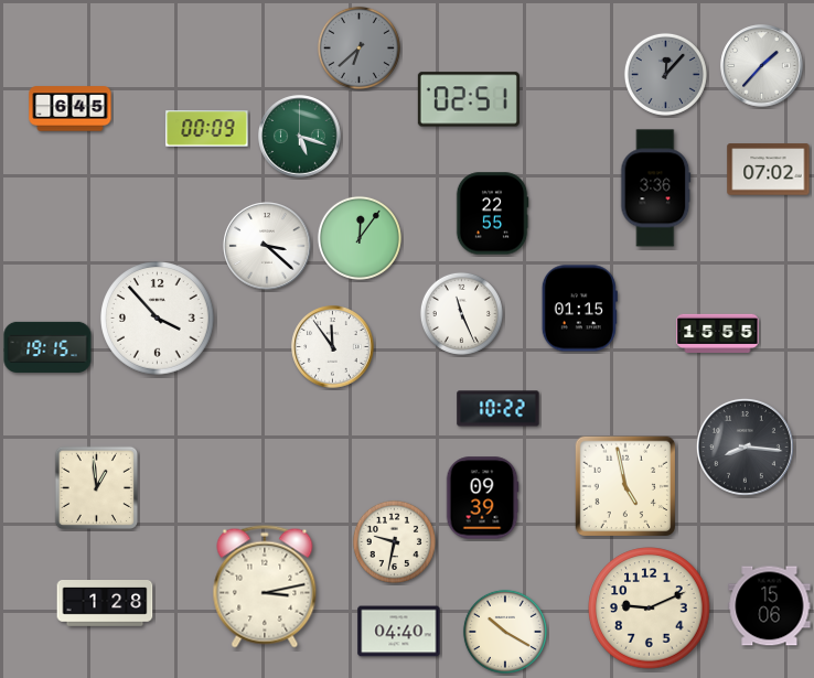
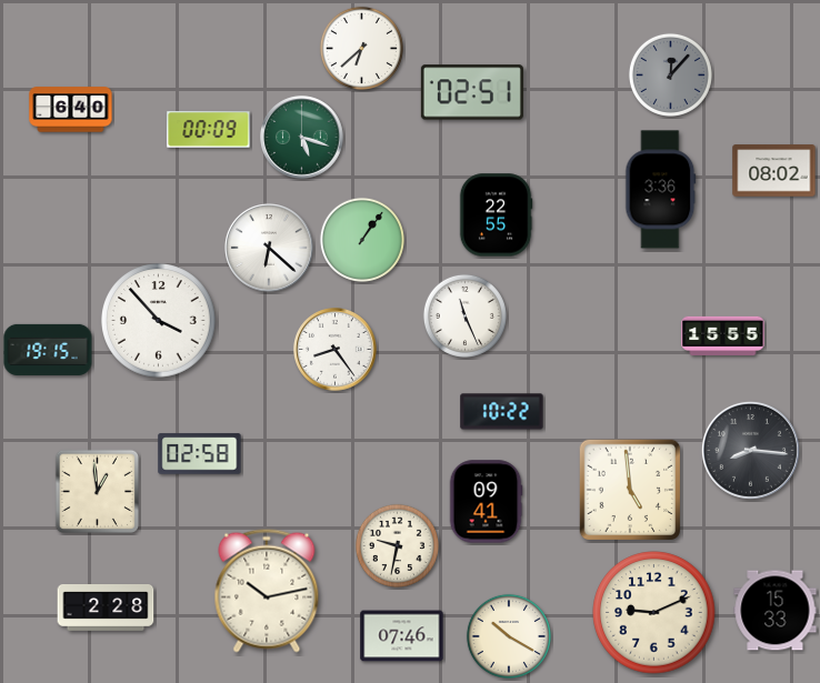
clock at (358, 47) dial: grey -> white
clock at (762, 66): 1:37 -> none
clock at (469, 99) position: (469, 99) -> (472, 92)
clock at (71, 109): 6:45 -> 6:40
clock at (769, 170): 07:02 -> 08:02
clock at (360, 238): 12:06 -> 1:06
clock at (267, 246): 3:22 -> 6:22
clock at (579, 309): 01:15 -> none
clock at (333, 347): 11:54 -> 8:24
clock at (200, 454): none -> 02:58
clock at (624, 485): 4:58 -> 4:59
clock at (482, 498): 09:39 -> 09:41
clock at (265, 586): 3:13 -> 10:13
clock at (105, 604): 1:28 -> 2:28
clock at (770, 606): 15:06 -> 15:33
clock at (399, 632): 04:40 -> 07:46
